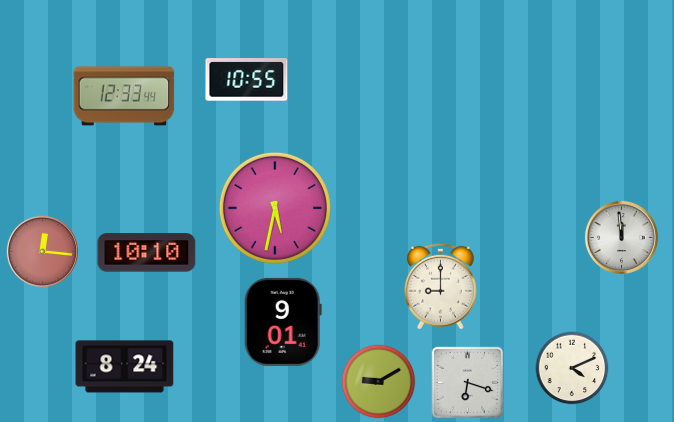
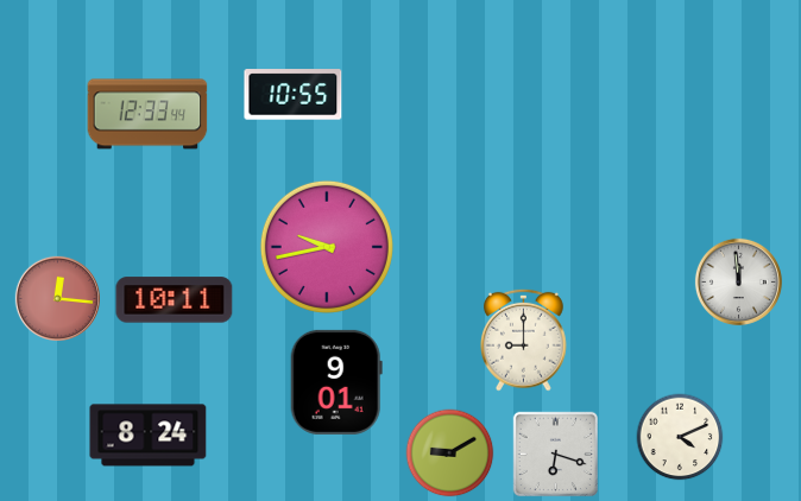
clock at (275, 208): 5:32 -> 9:43
clock at (42, 251) position: (42, 251) -> (57, 298)
clock at (147, 253): 10:10 -> 10:11
